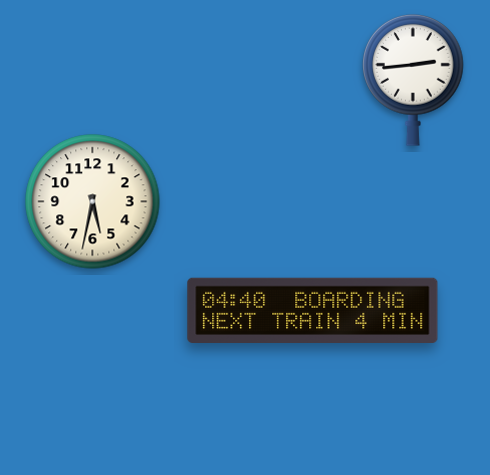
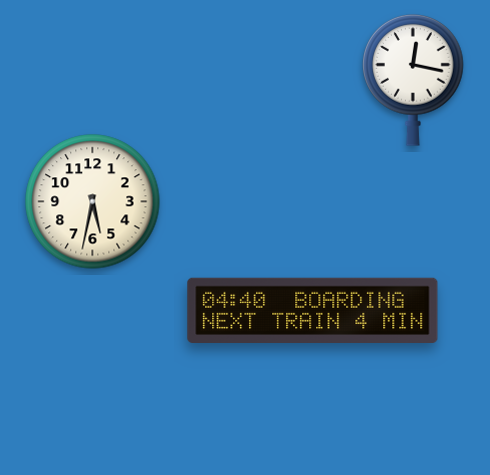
clock at (414, 80): 2:44 -> 12:17
